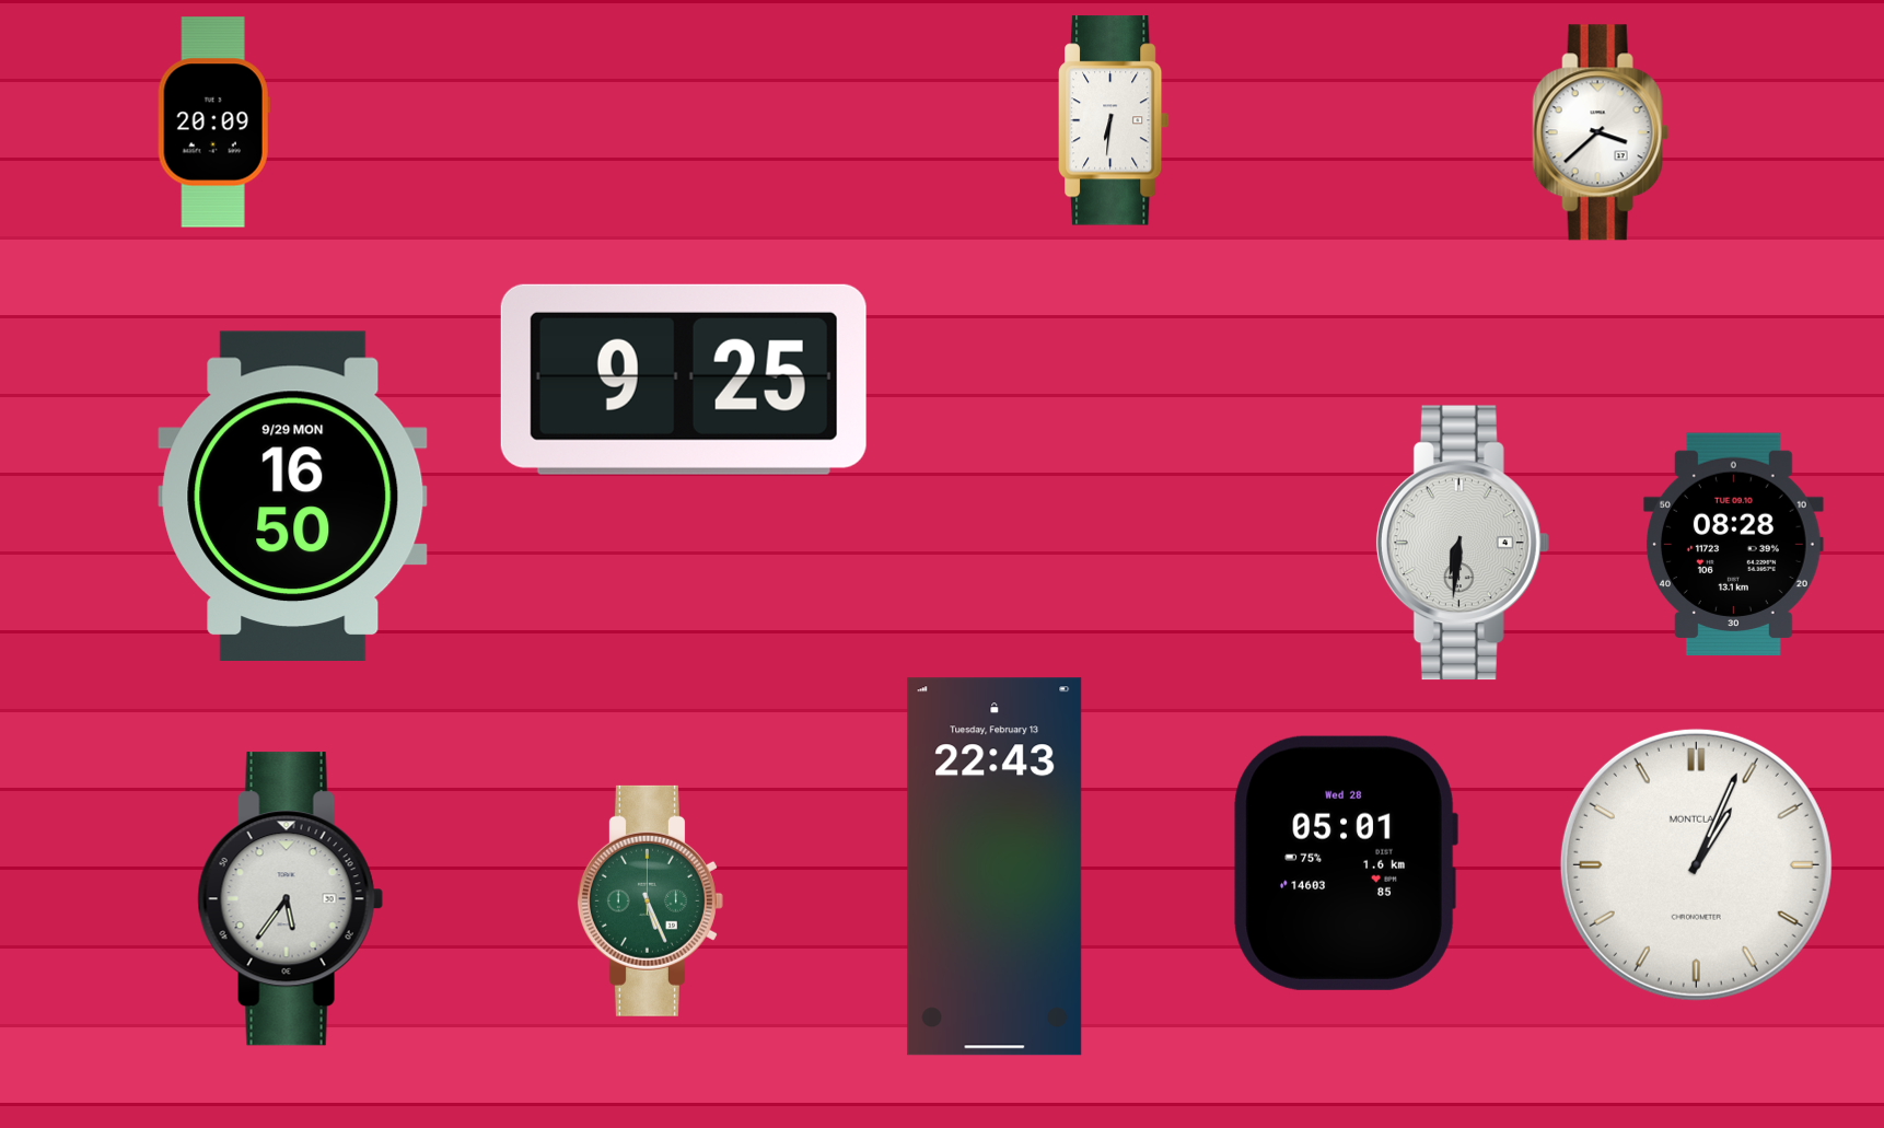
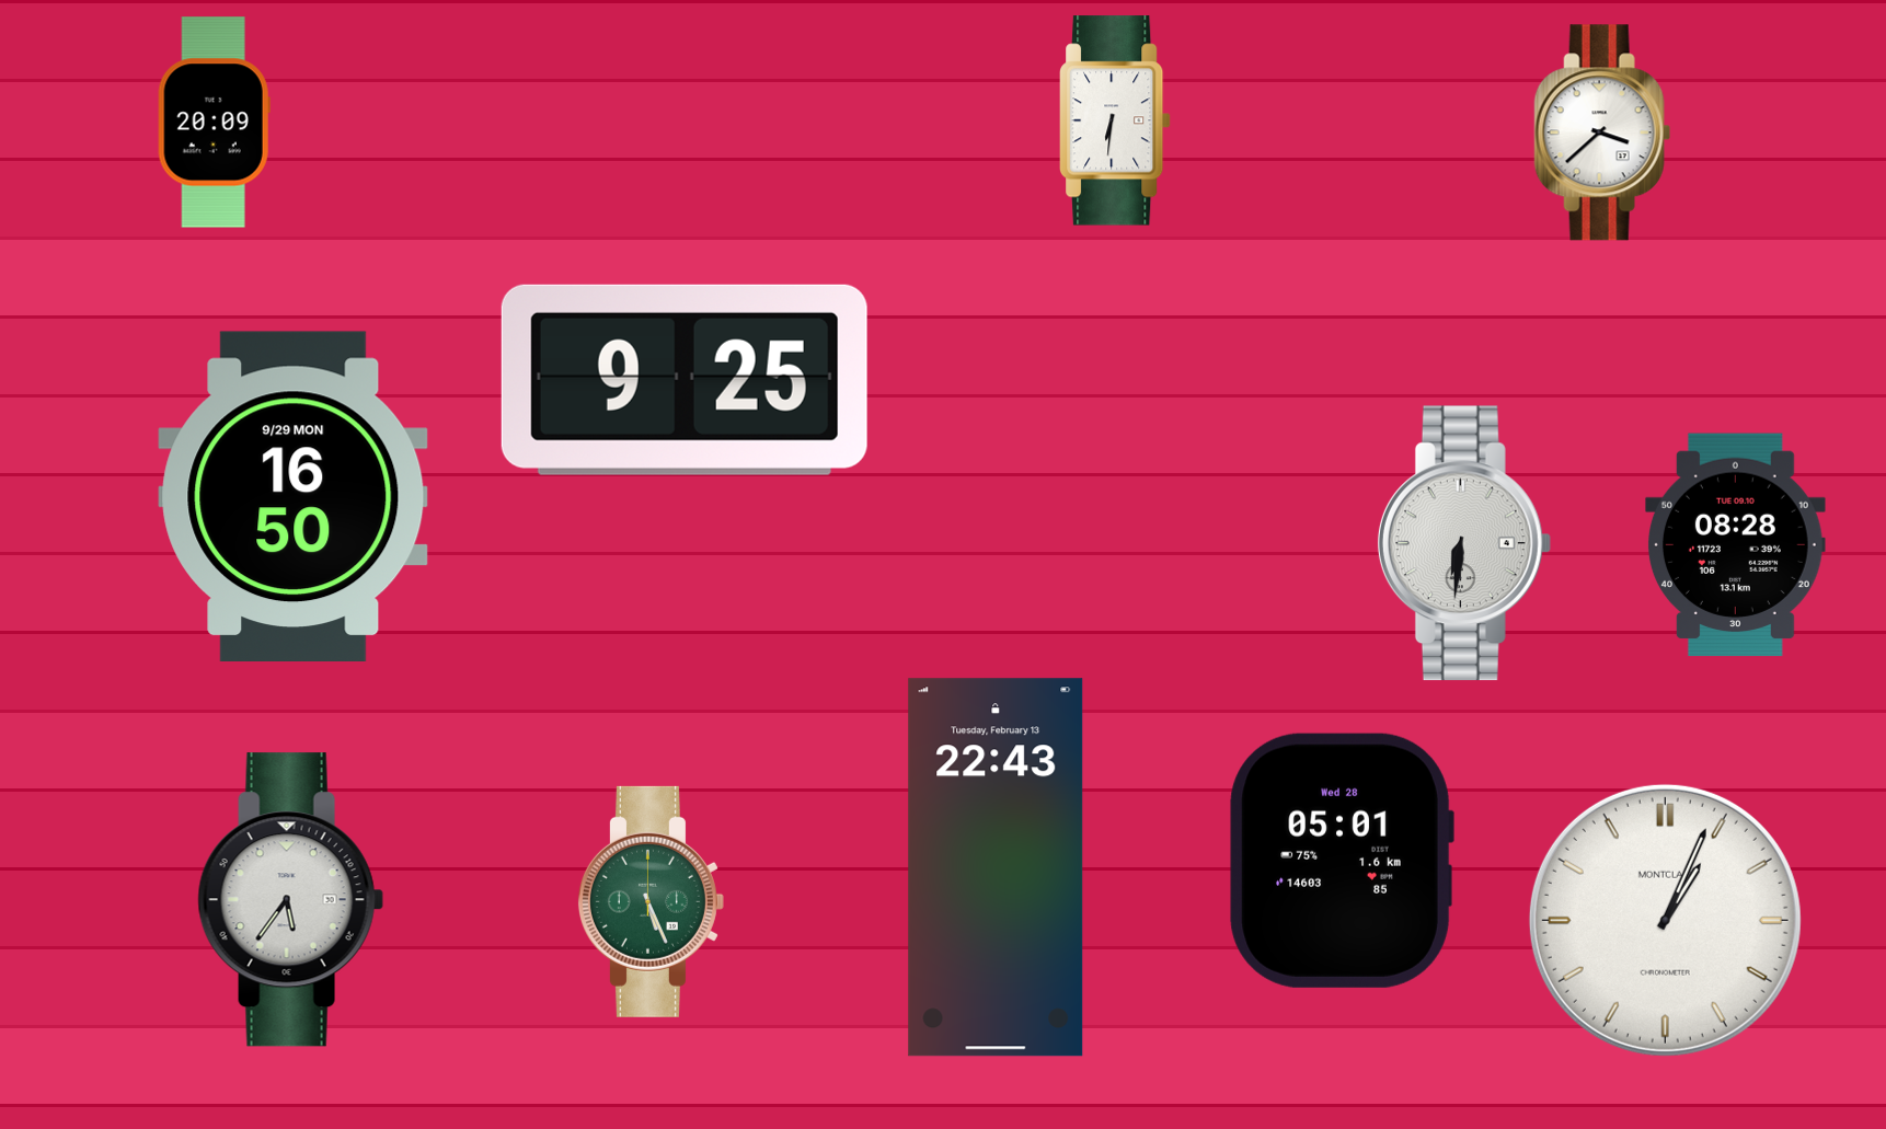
clock at (1346, 863) position: (1346, 863) -> (1342, 861)
clock at (1696, 864) position: (1696, 864) -> (1665, 920)
